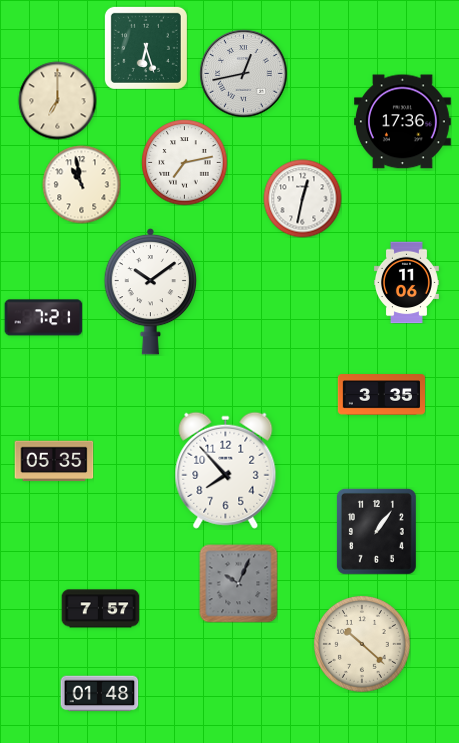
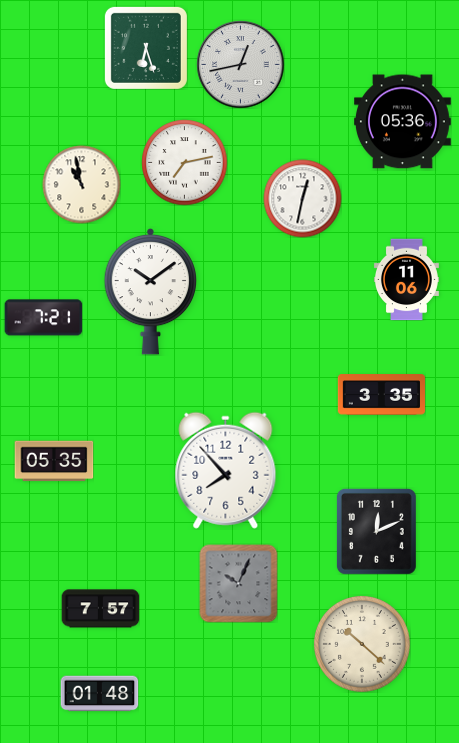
clock at (243, 73) position: (243, 73) -> (240, 64)
clock at (57, 100): 7:00 -> none
clock at (403, 122): 17:36 -> 05:36
clock at (406, 282) position: (406, 282) -> (406, 279)
clock at (376, 531): 1:06 -> 12:11
